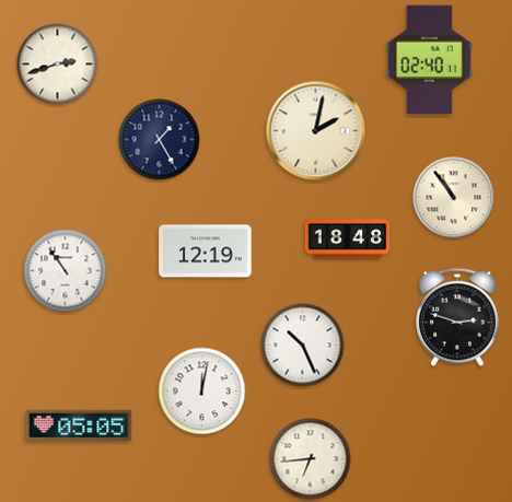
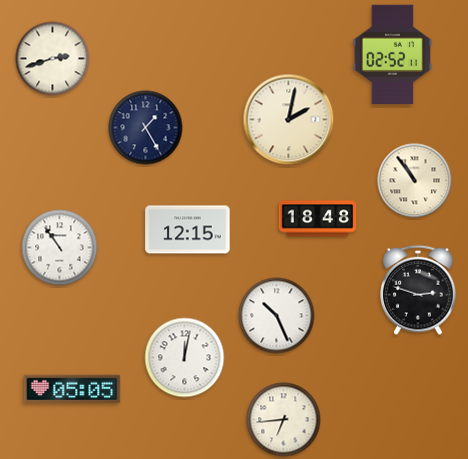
clock at (429, 60): 02:40 -> 02:52
clock at (206, 252): 12:19 -> 12:15
